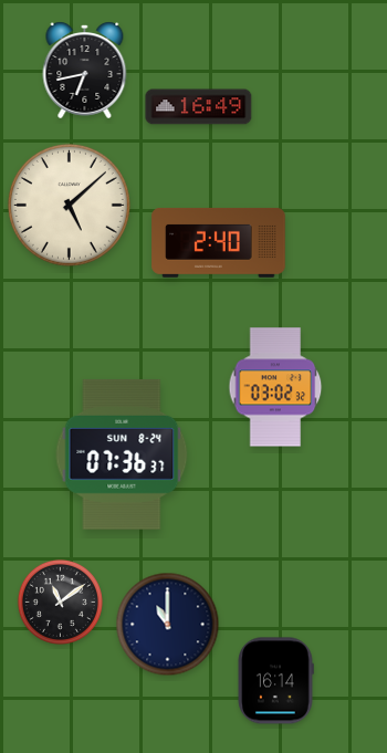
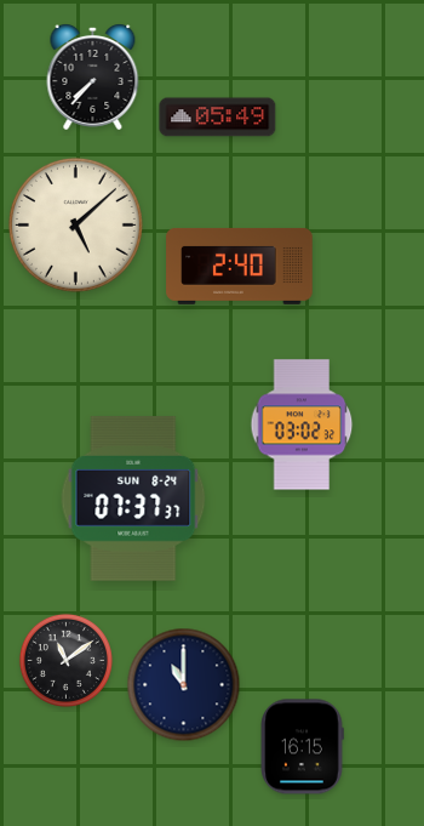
clock at (85, 71): 6:43 -> 7:37
clock at (199, 107): 16:49 -> 05:49
clock at (122, 454): 07:36 -> 07:37
clock at (275, 681): 16:14 -> 16:15
